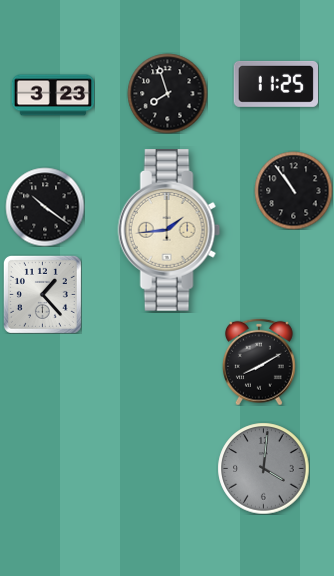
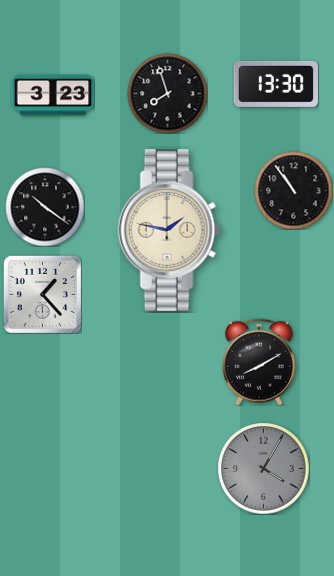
clock at (275, 84): 11:25 -> 13:30
clock at (169, 231): 1:44 -> 1:47
clock at (263, 468): 4:01 -> 4:05
